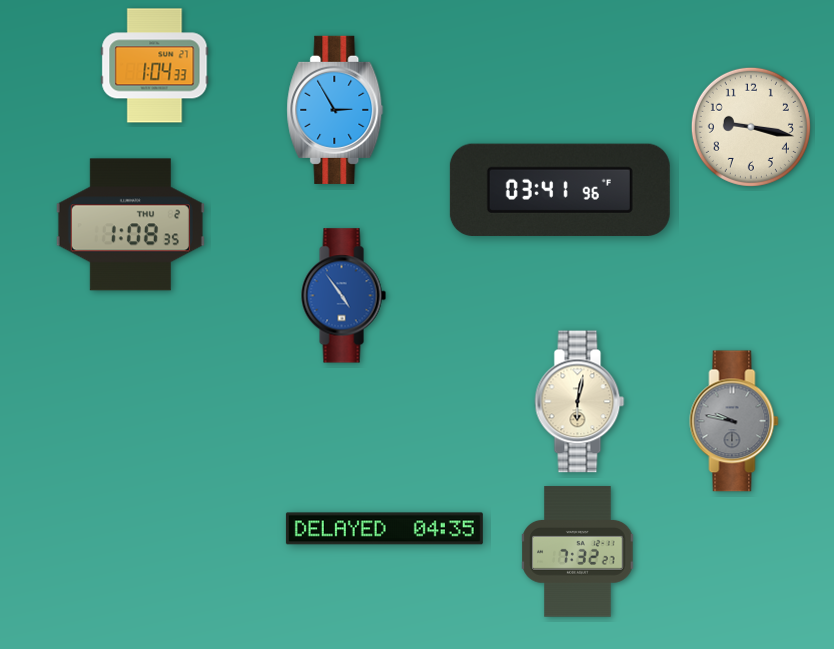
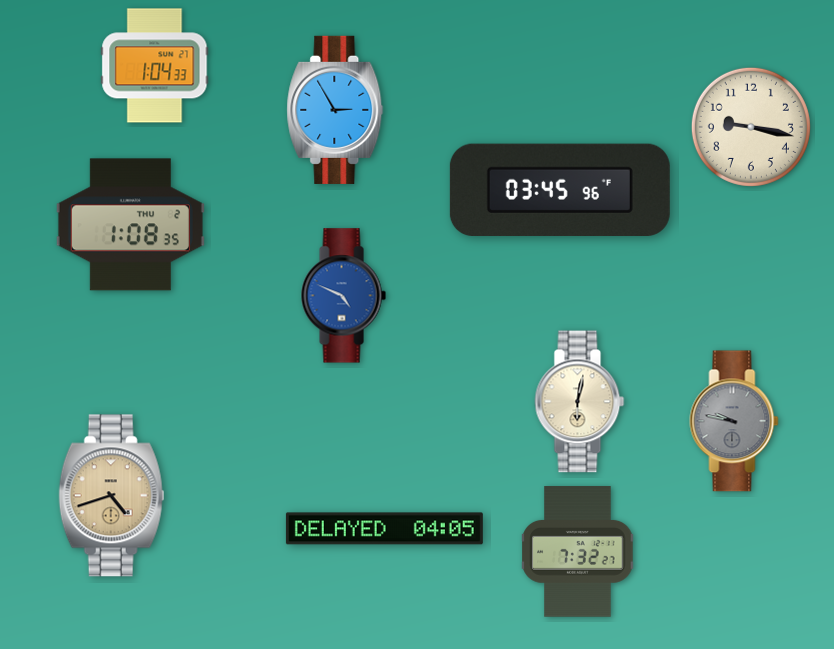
clock at (560, 190): 03:41 -> 03:45
clock at (343, 296): 4:54 -> 4:49
clock at (112, 496): none -> 4:42
clock at (384, 529): 04:35 -> 04:05
